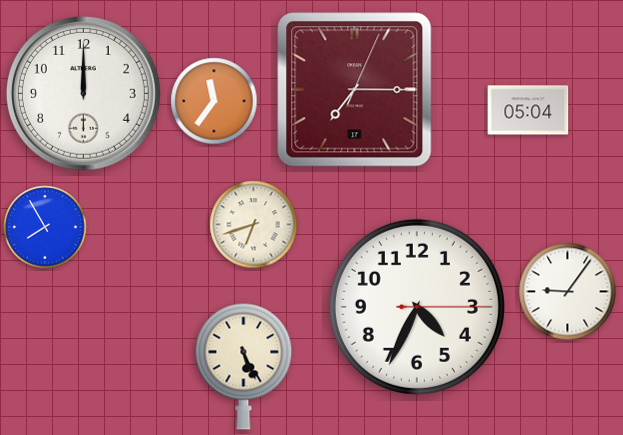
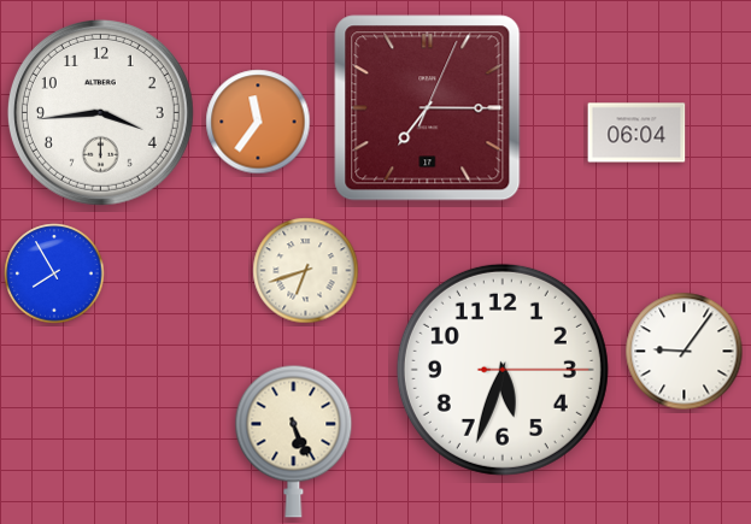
clock at (83, 93): 12:00 -> 3:44
clock at (528, 110): 05:04 -> 06:04
clock at (417, 307): 4:34 -> 5:33
